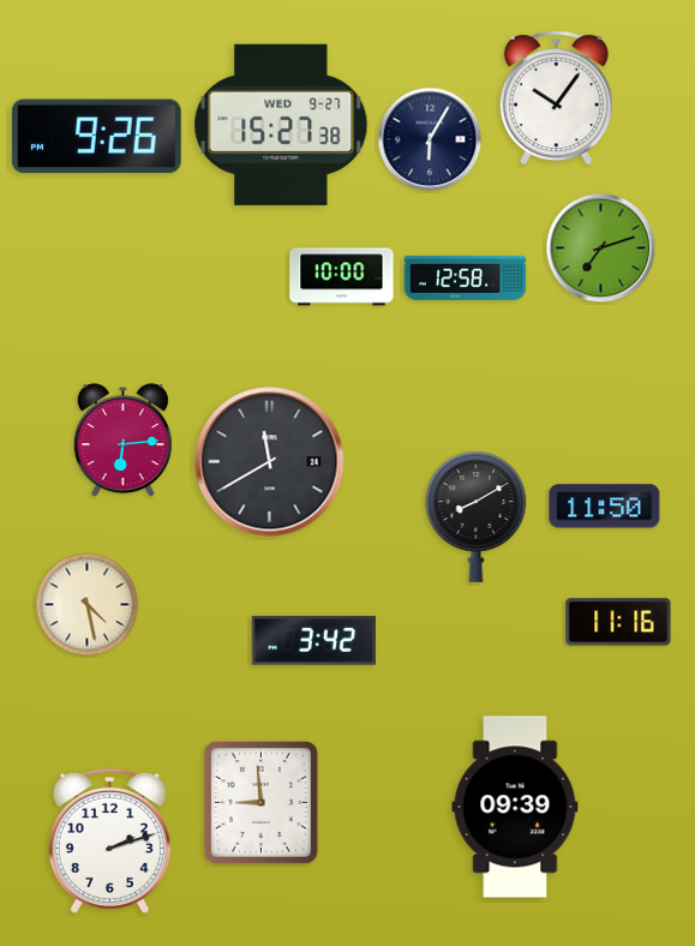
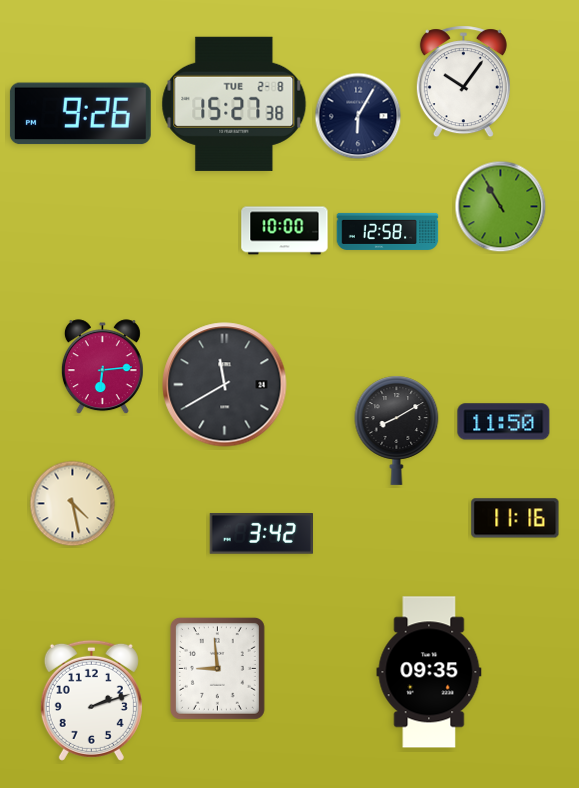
clock at (281, 125) date: WED 9-27 -> TUE 2-8
clock at (601, 249): 7:12 -> 10:55
clock at (515, 807): 09:39 -> 09:35
